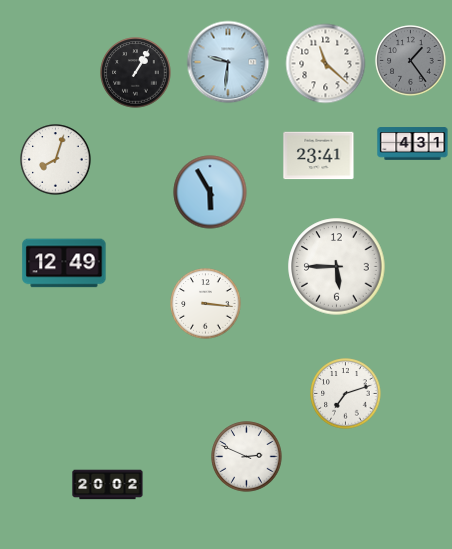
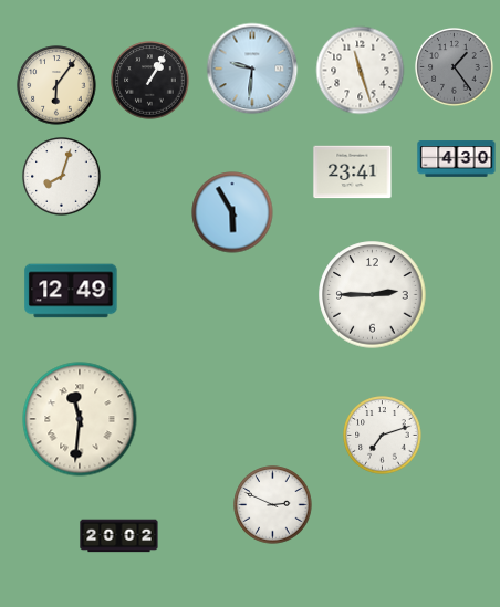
clock at (326, 64): 11:22 -> 11:27
clock at (56, 85): none -> 6:06
clock at (413, 144): 4:31 -> 4:30
clock at (337, 267): 5:45 -> 2:45
clock at (206, 304): 3:16 -> none
clock at (80, 419): none -> 11:31
